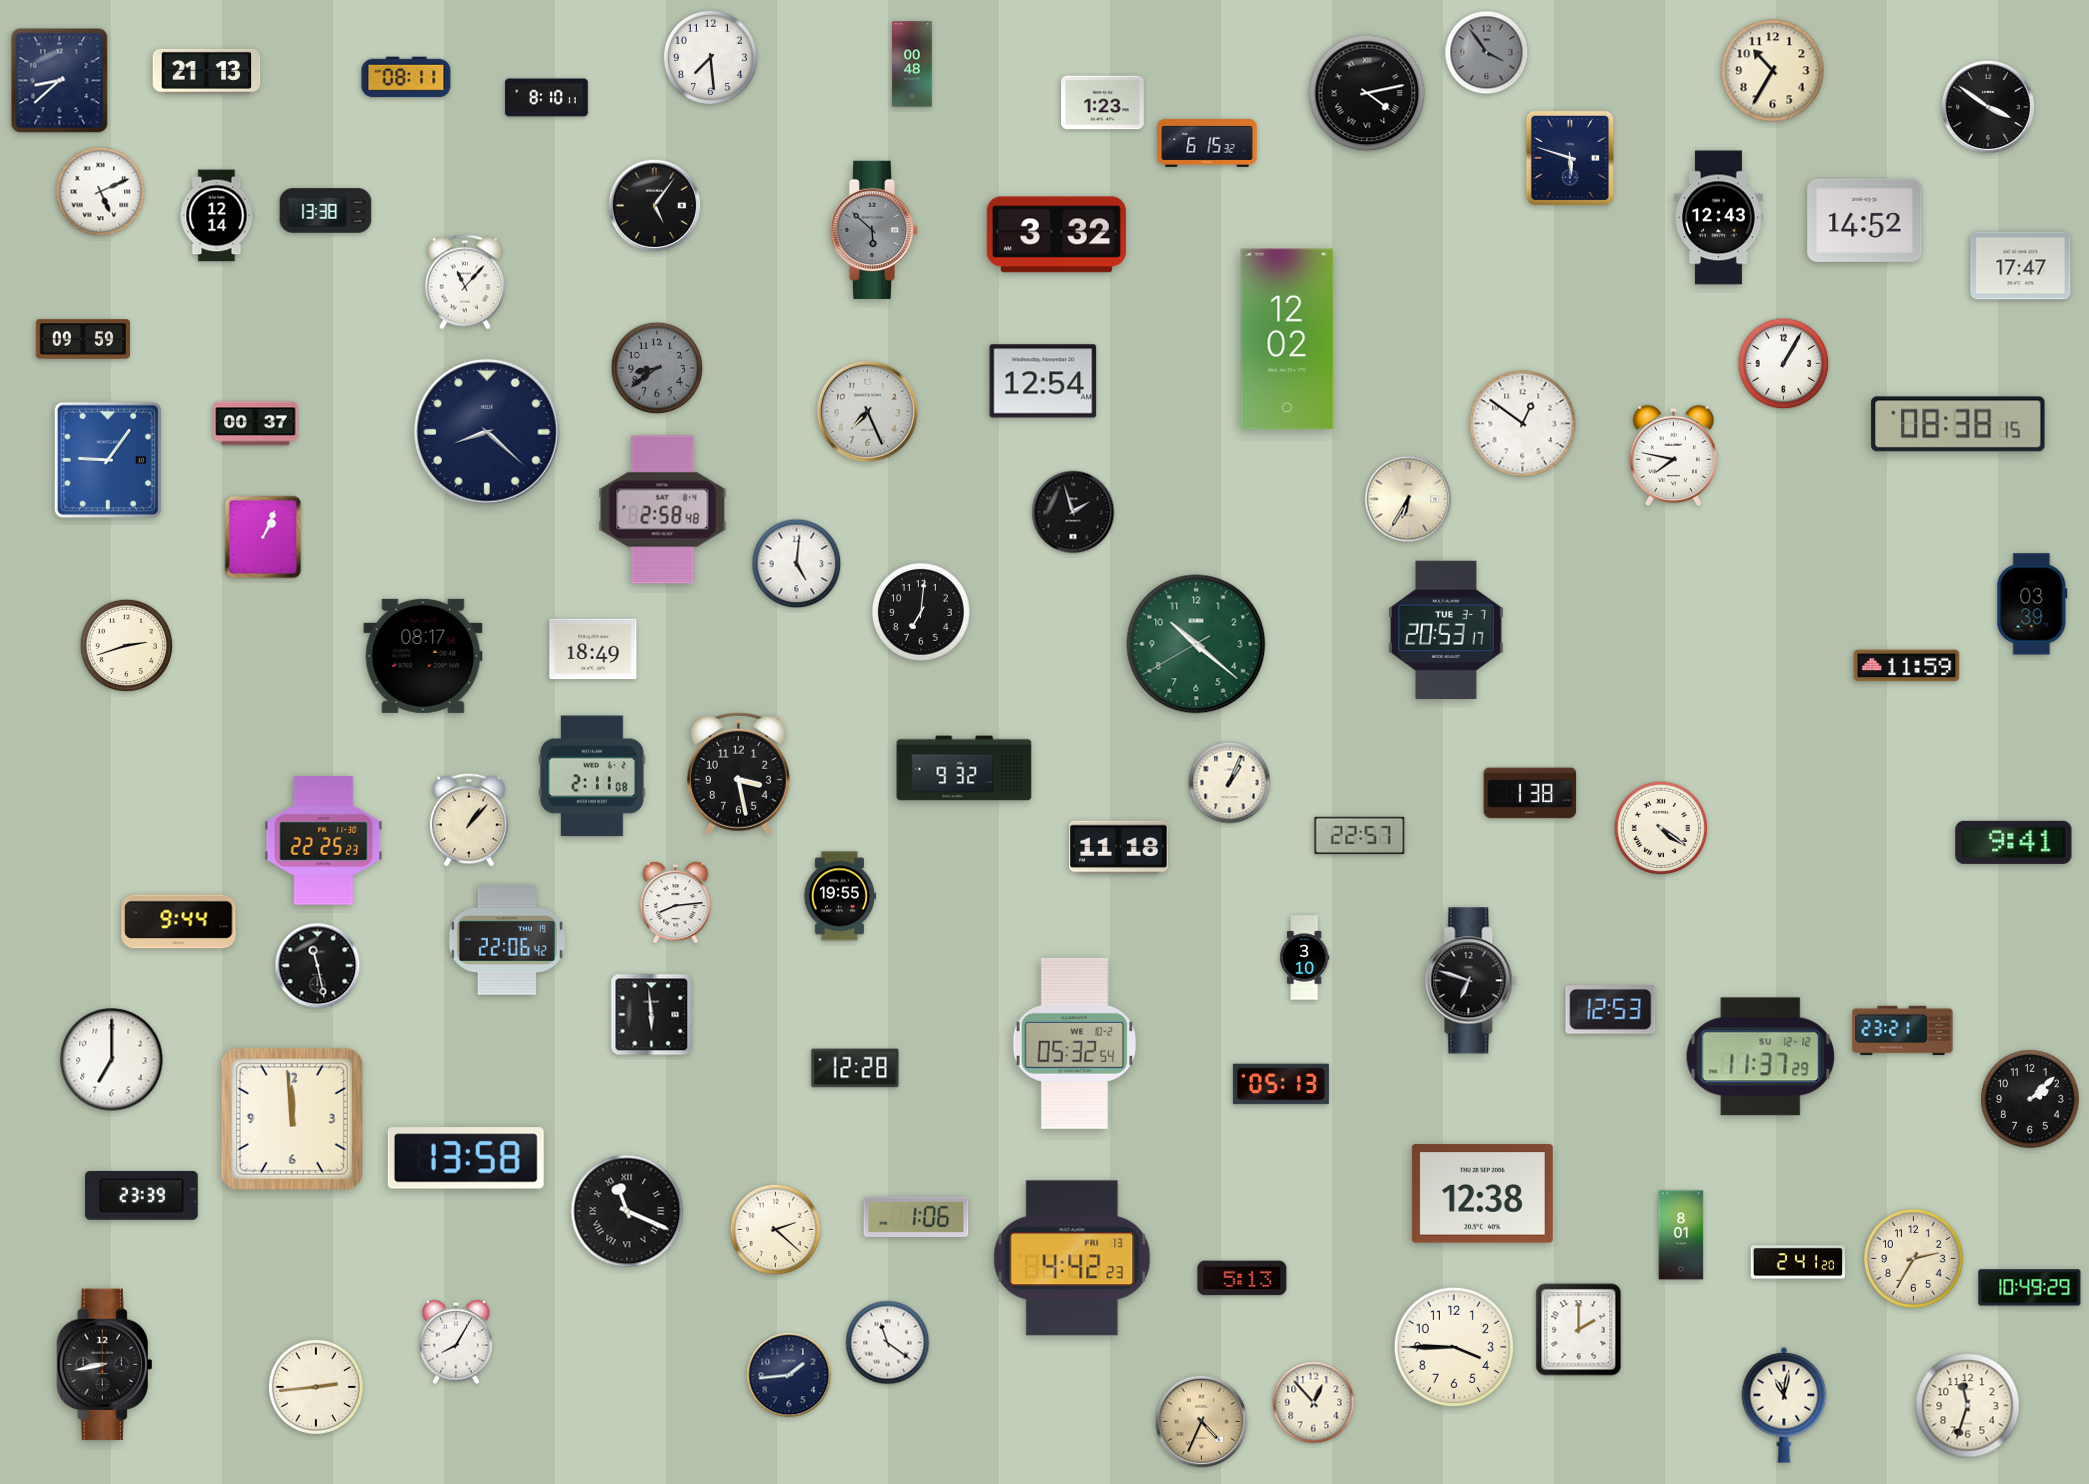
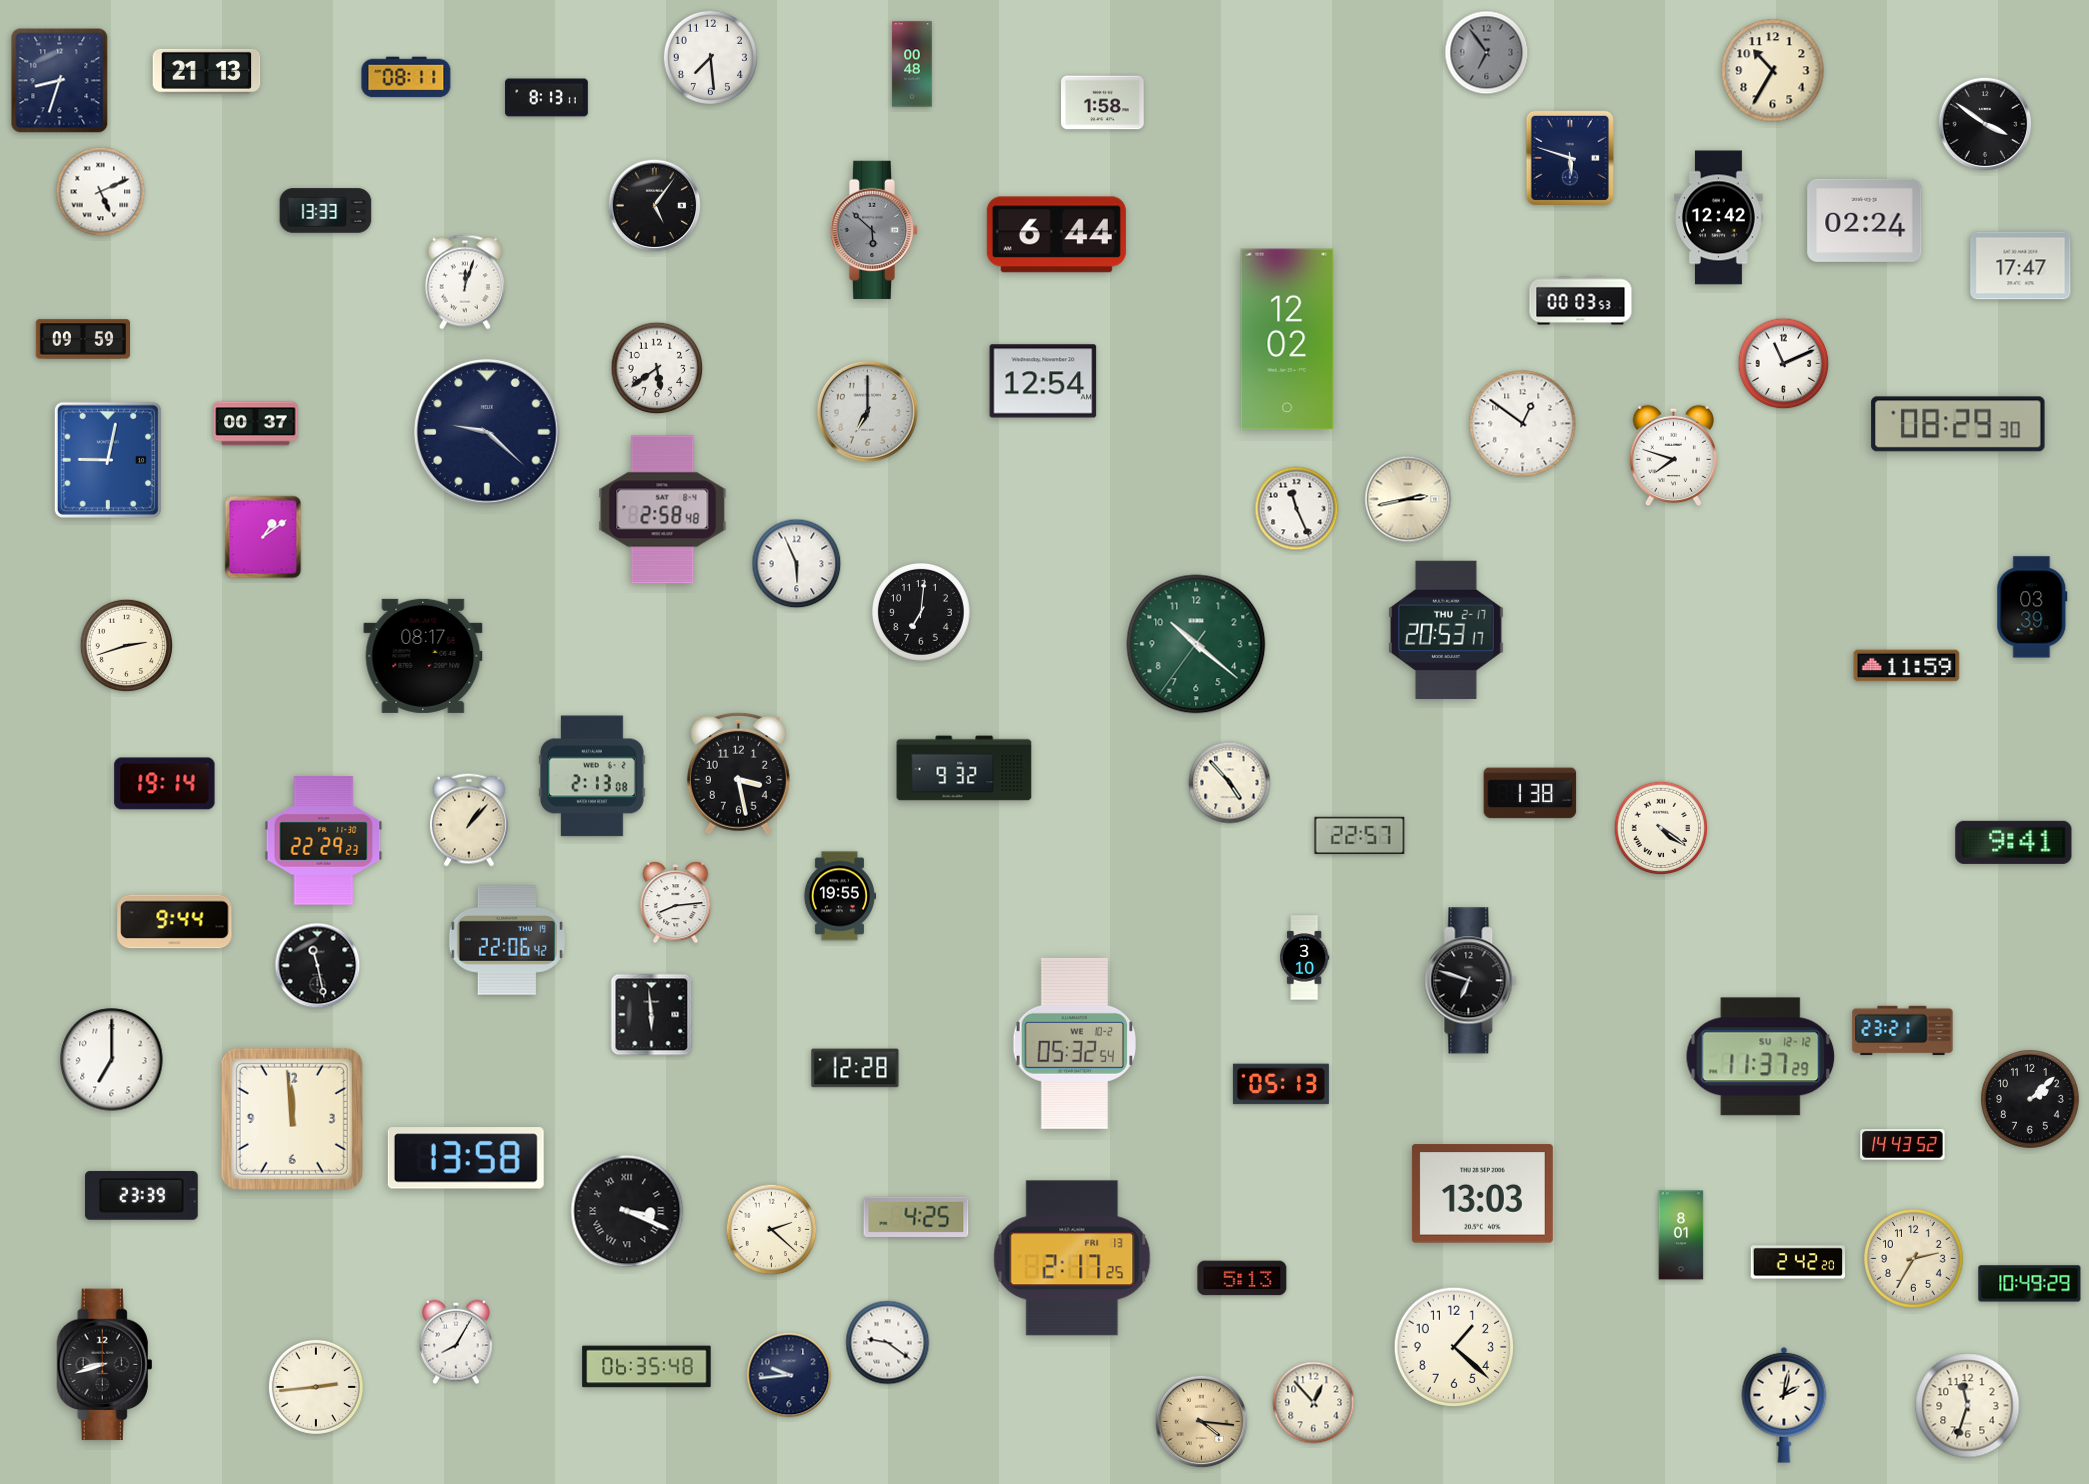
clock at (1487, 53): 3:54 -> 6:54
clock at (60, 81): 8:38 -> 8:33
clock at (1367, 93): 4:13 -> none
clock at (547, 98): 8:10 -> 8:13
clock at (1103, 103): 1:23 -> 1:58
clock at (1988, 107) position: (1988, 107) -> (1985, 124)
clock at (1207, 144): 6:15 -> none
clock at (326, 211): 13:38 -> 13:33
clock at (217, 216): 12:14 -> none
clock at (1719, 218): 12:43 -> 12:42
clock at (1865, 220): 14:52 -> 02:24
clock at (1056, 235): 3:32 -> 6:44
clock at (465, 282): 11:07 -> 12:03
clock at (1581, 301): none -> 00:03
clock at (1784, 364): 1:05 -> 11:11
clock at (657, 368): 8:39 -> 5:39
clock at (657, 368) dial: grey -> white
clock at (867, 411): 7:26 -> 7:00
clock at (1958, 424): 08:38 -> 08:29
clock at (487, 432): 8:22 -> 9:22
clock at (1674, 456): 7:47 -> 7:48
clock at (108, 460): 9:06 -> 9:02
clock at (1408, 499): 6:35 -> 2:43
clock at (1297, 509): none -> 11:26
clock at (1073, 512): 1:57 -> none
clock at (263, 537): 1:04 -> 1:09
clock at (797, 564): 5:01 -> 5:56
clock at (2032, 604) position: (2032, 604) -> (2032, 607)
clock at (1446, 630) date: TUE 3-7 -> THU 2-17
clock at (1196, 644): 10:21:40 -> 10:21:36
clock at (593, 649): 18:49 -> none
clock at (592, 776): 2:11 -> 2:13
clock at (1230, 783): 1:04 -> 4:53
clock at (165, 784): none -> 19:14
clock at (324, 841): 22:25 -> 22:29
clock at (1119, 848): 11:18 -> none
clock at (179, 922) position: (179, 922) -> (175, 922)
clock at (1611, 1010): 12:53 -> none
clock at (1903, 1145): none -> 14:43
clock at (1482, 1194): 12:38 -> 13:03
clock at (627, 1211): 11:19 -> 3:19
clock at (916, 1217): 1:06 -> 4:25
clock at (776, 1230) position: (776, 1230) -> (772, 1230)
clock at (1072, 1258): 4:42 -> 2:17
clock at (1797, 1262): 2:41 -> 2:42
clock at (2030, 1288) position: (2030, 1288) -> (2030, 1284)
clock at (1579, 1330): 2:00 -> none
clock at (888, 1343): 11:21 -> 9:21
clock at (1453, 1346): 3:45 -> 1:22
clock at (105, 1365): 8:43 -> 8:42
clock at (647, 1367): none -> 06:35
clock at (789, 1375): 1:44 -> 9:44
clock at (1784, 1405): 11:02 -> 2:02
clock at (1202, 1422): 4:34 -> 4:16
